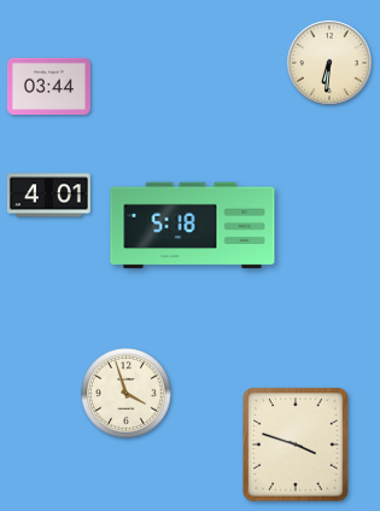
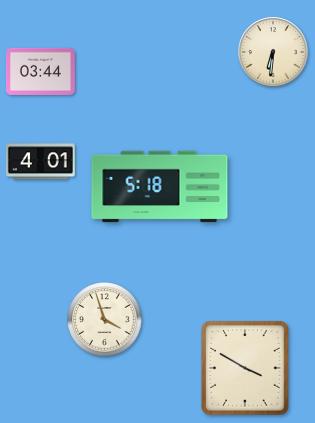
clock at (127, 394) position: (127, 394) -> (105, 320)
clock at (296, 445): 3:48 -> 3:50
